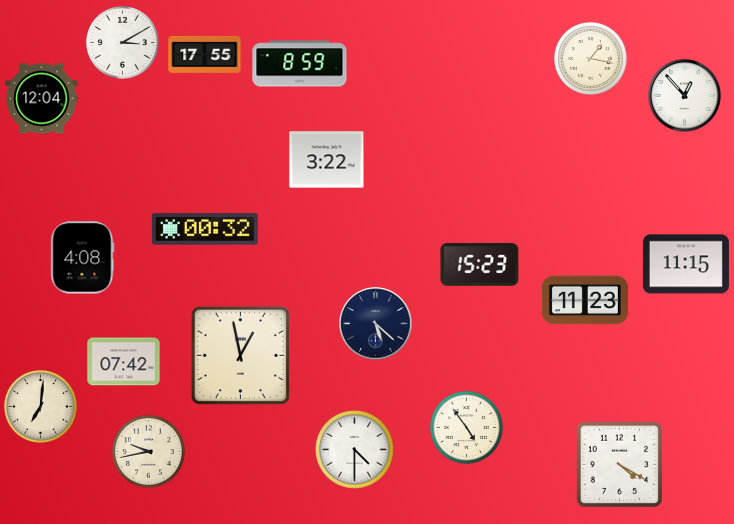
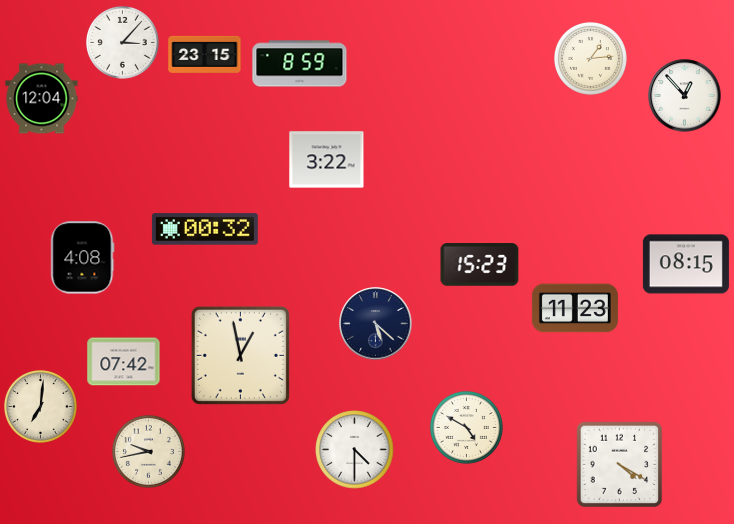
clock at (122, 42): 3:10 -> 3:07
clock at (205, 54): 17:55 -> 23:15
clock at (590, 58): 1:17 -> 1:14
clock at (686, 264): 11:15 -> 08:15
clock at (585, 300) position: (585, 300) -> (575, 308)
clock at (466, 427): 4:54 -> 4:50
